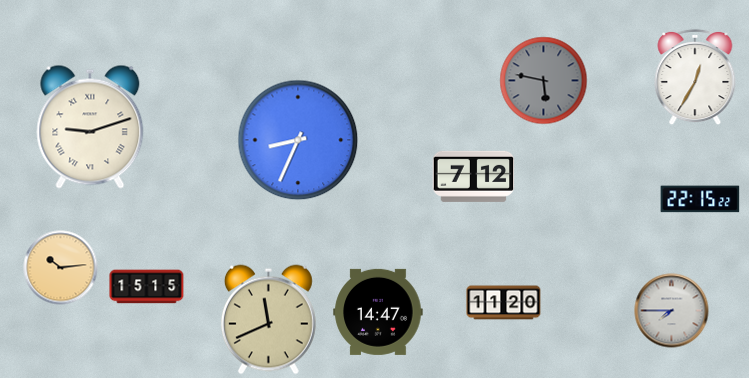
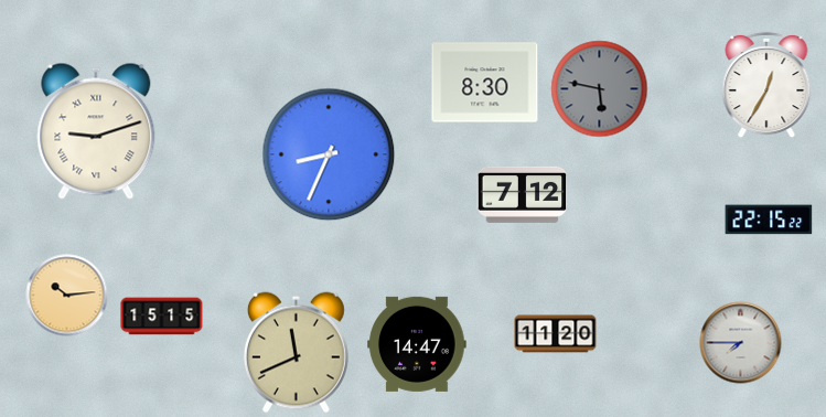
clock at (485, 83): none -> 8:30
clock at (90, 127) position: (90, 127) -> (96, 131)
clock at (700, 199) position: (700, 199) -> (769, 220)
